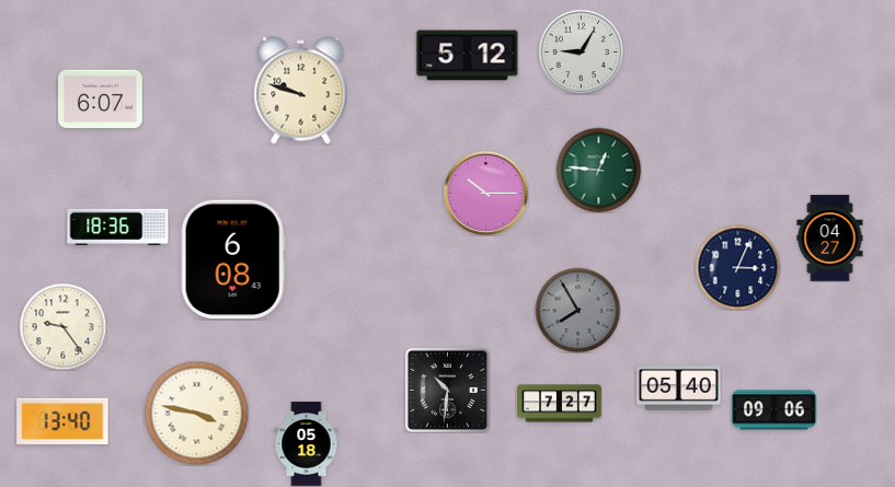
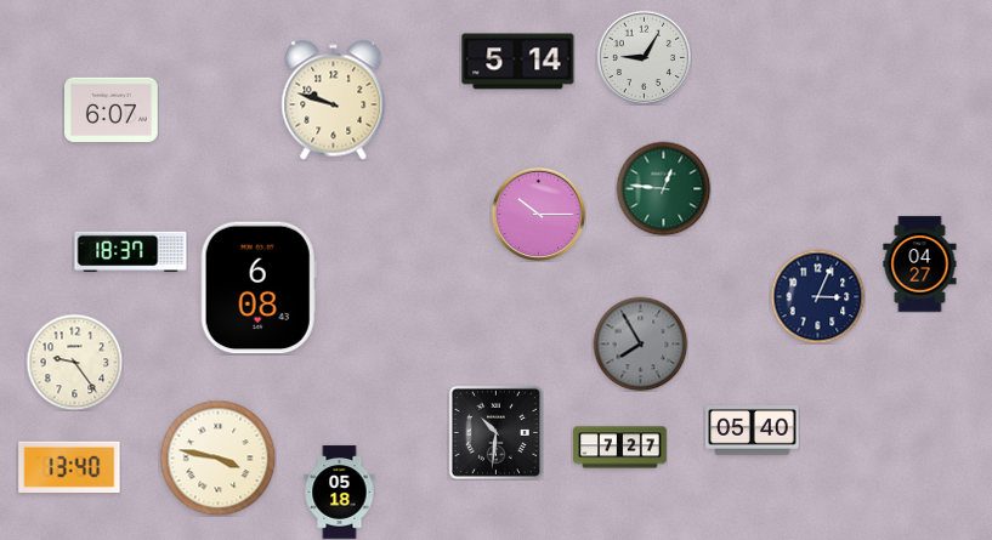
clock at (468, 56): 5:12 -> 5:14
clock at (118, 228): 18:36 -> 18:37
clock at (62, 326) position: (62, 326) -> (74, 362)
clock at (774, 410): 09:06 -> none
